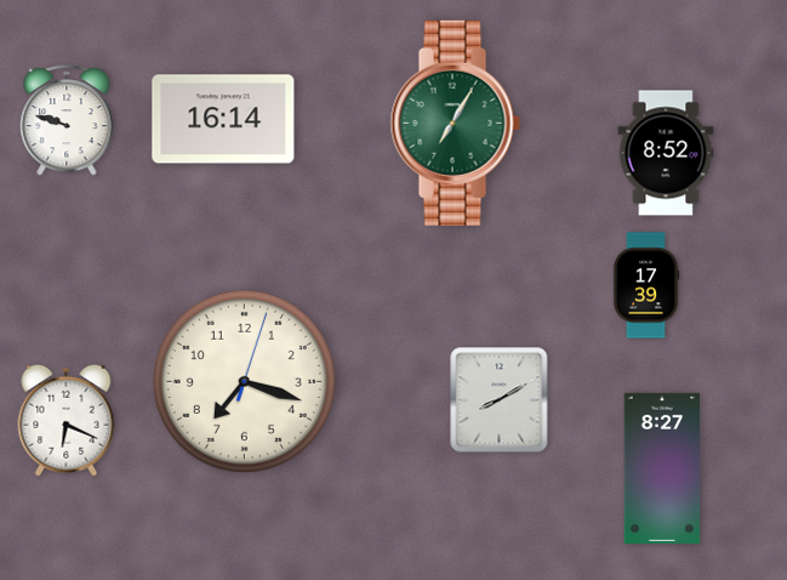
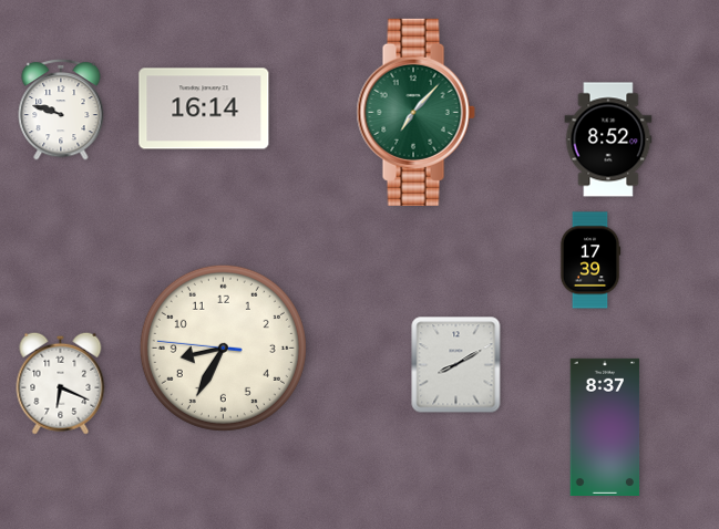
clock at (455, 123): 7:05 -> 7:07
clock at (244, 381): 7:18 -> 8:34
clock at (662, 468): 8:27 -> 8:37
